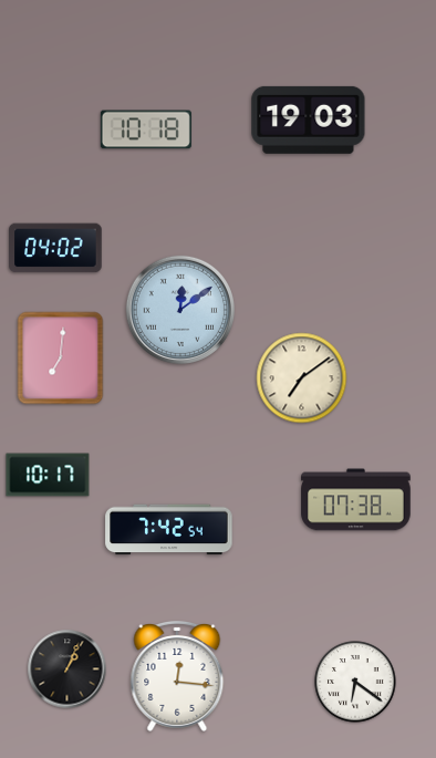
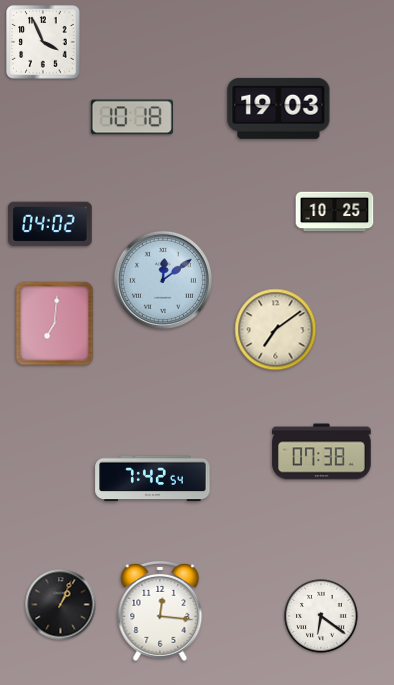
clock at (43, 42): none -> 3:56
clock at (335, 212): none -> 10:25
clock at (302, 378) position: (302, 378) -> (276, 330)
clock at (48, 475): 10:17 -> none
